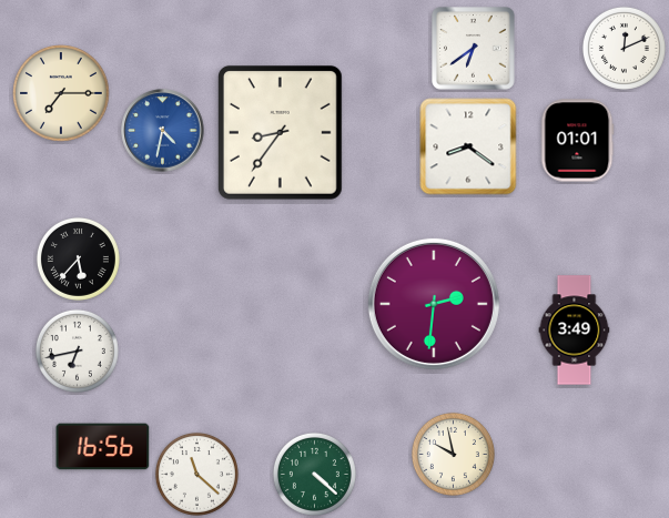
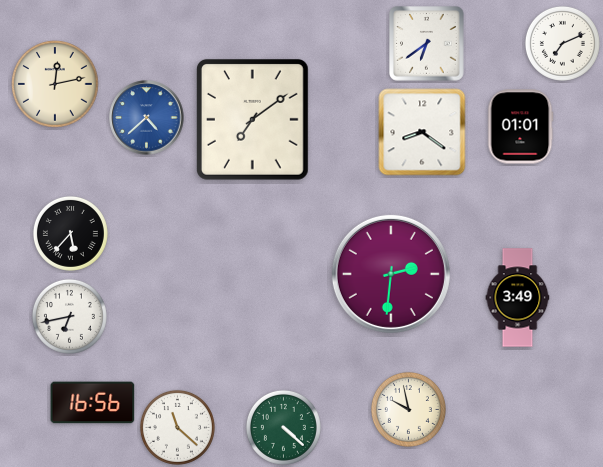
clock at (624, 48): 12:11 -> 7:11
clock at (61, 93): 7:15 -> 12:13
clock at (163, 131): 4:32 -> 4:38
clock at (281, 133): 8:36 -> 7:09
